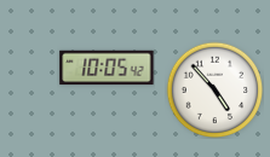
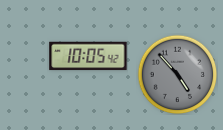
clock at (214, 89) dial: white -> grey
